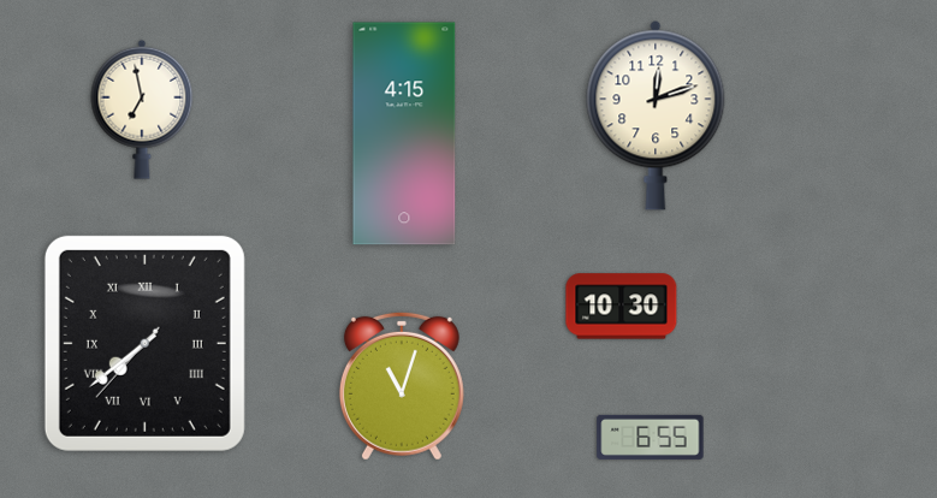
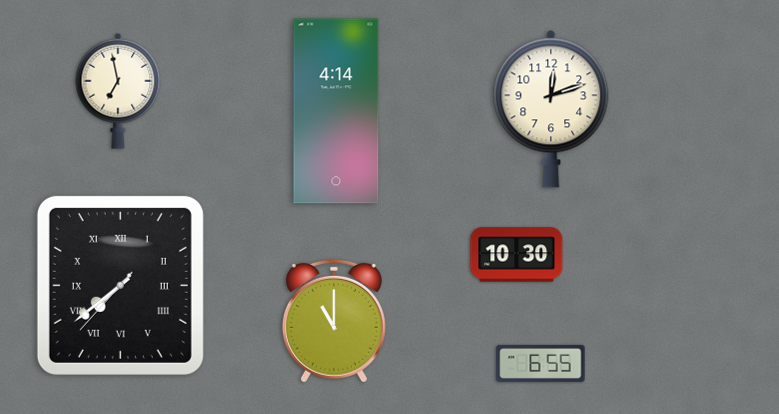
clock at (656, 115) position: (656, 115) -> (551, 109)
clock at (404, 134): 4:15 -> 4:14
clock at (402, 386): 11:03 -> 11:00
